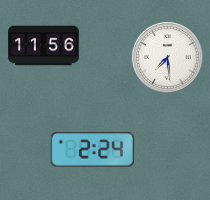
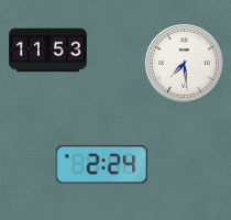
clock at (44, 46): 11:56 -> 11:53
